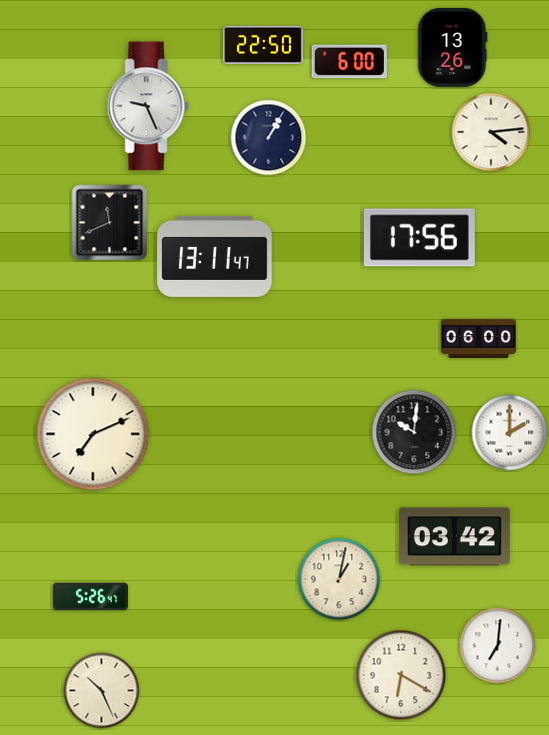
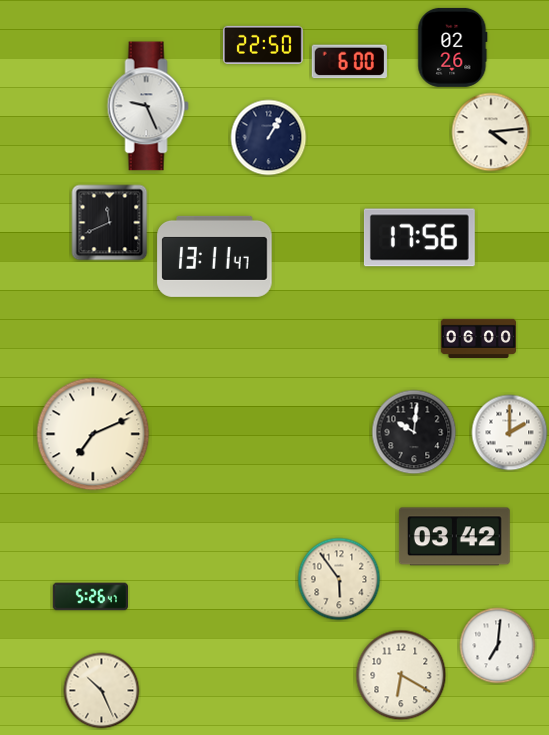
clock at (453, 47): 13:26 -> 02:26
clock at (339, 579): 1:02 -> 5:54
